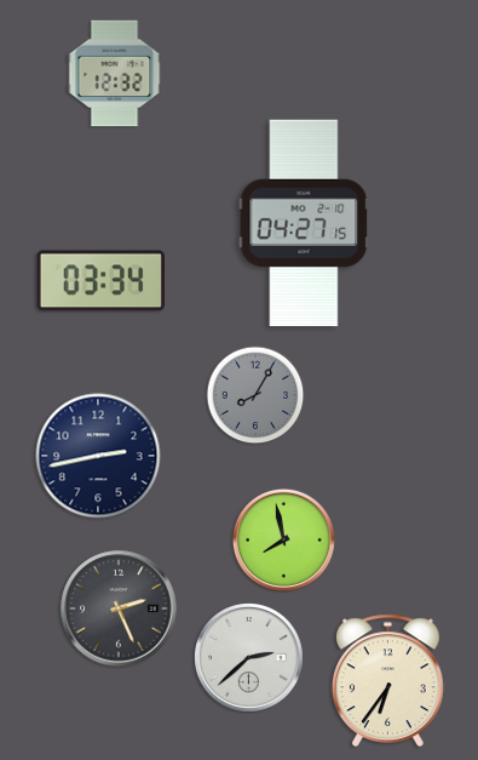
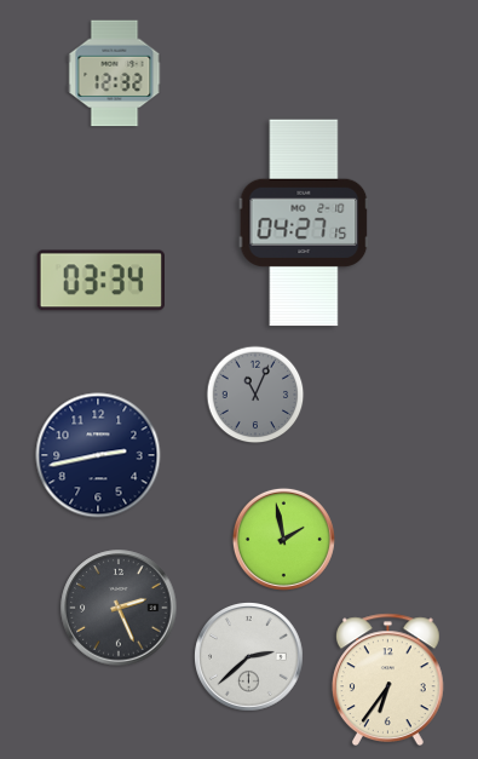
clock at (255, 395): 8:05 -> 11:04
clock at (283, 539): 7:58 -> 1:58
